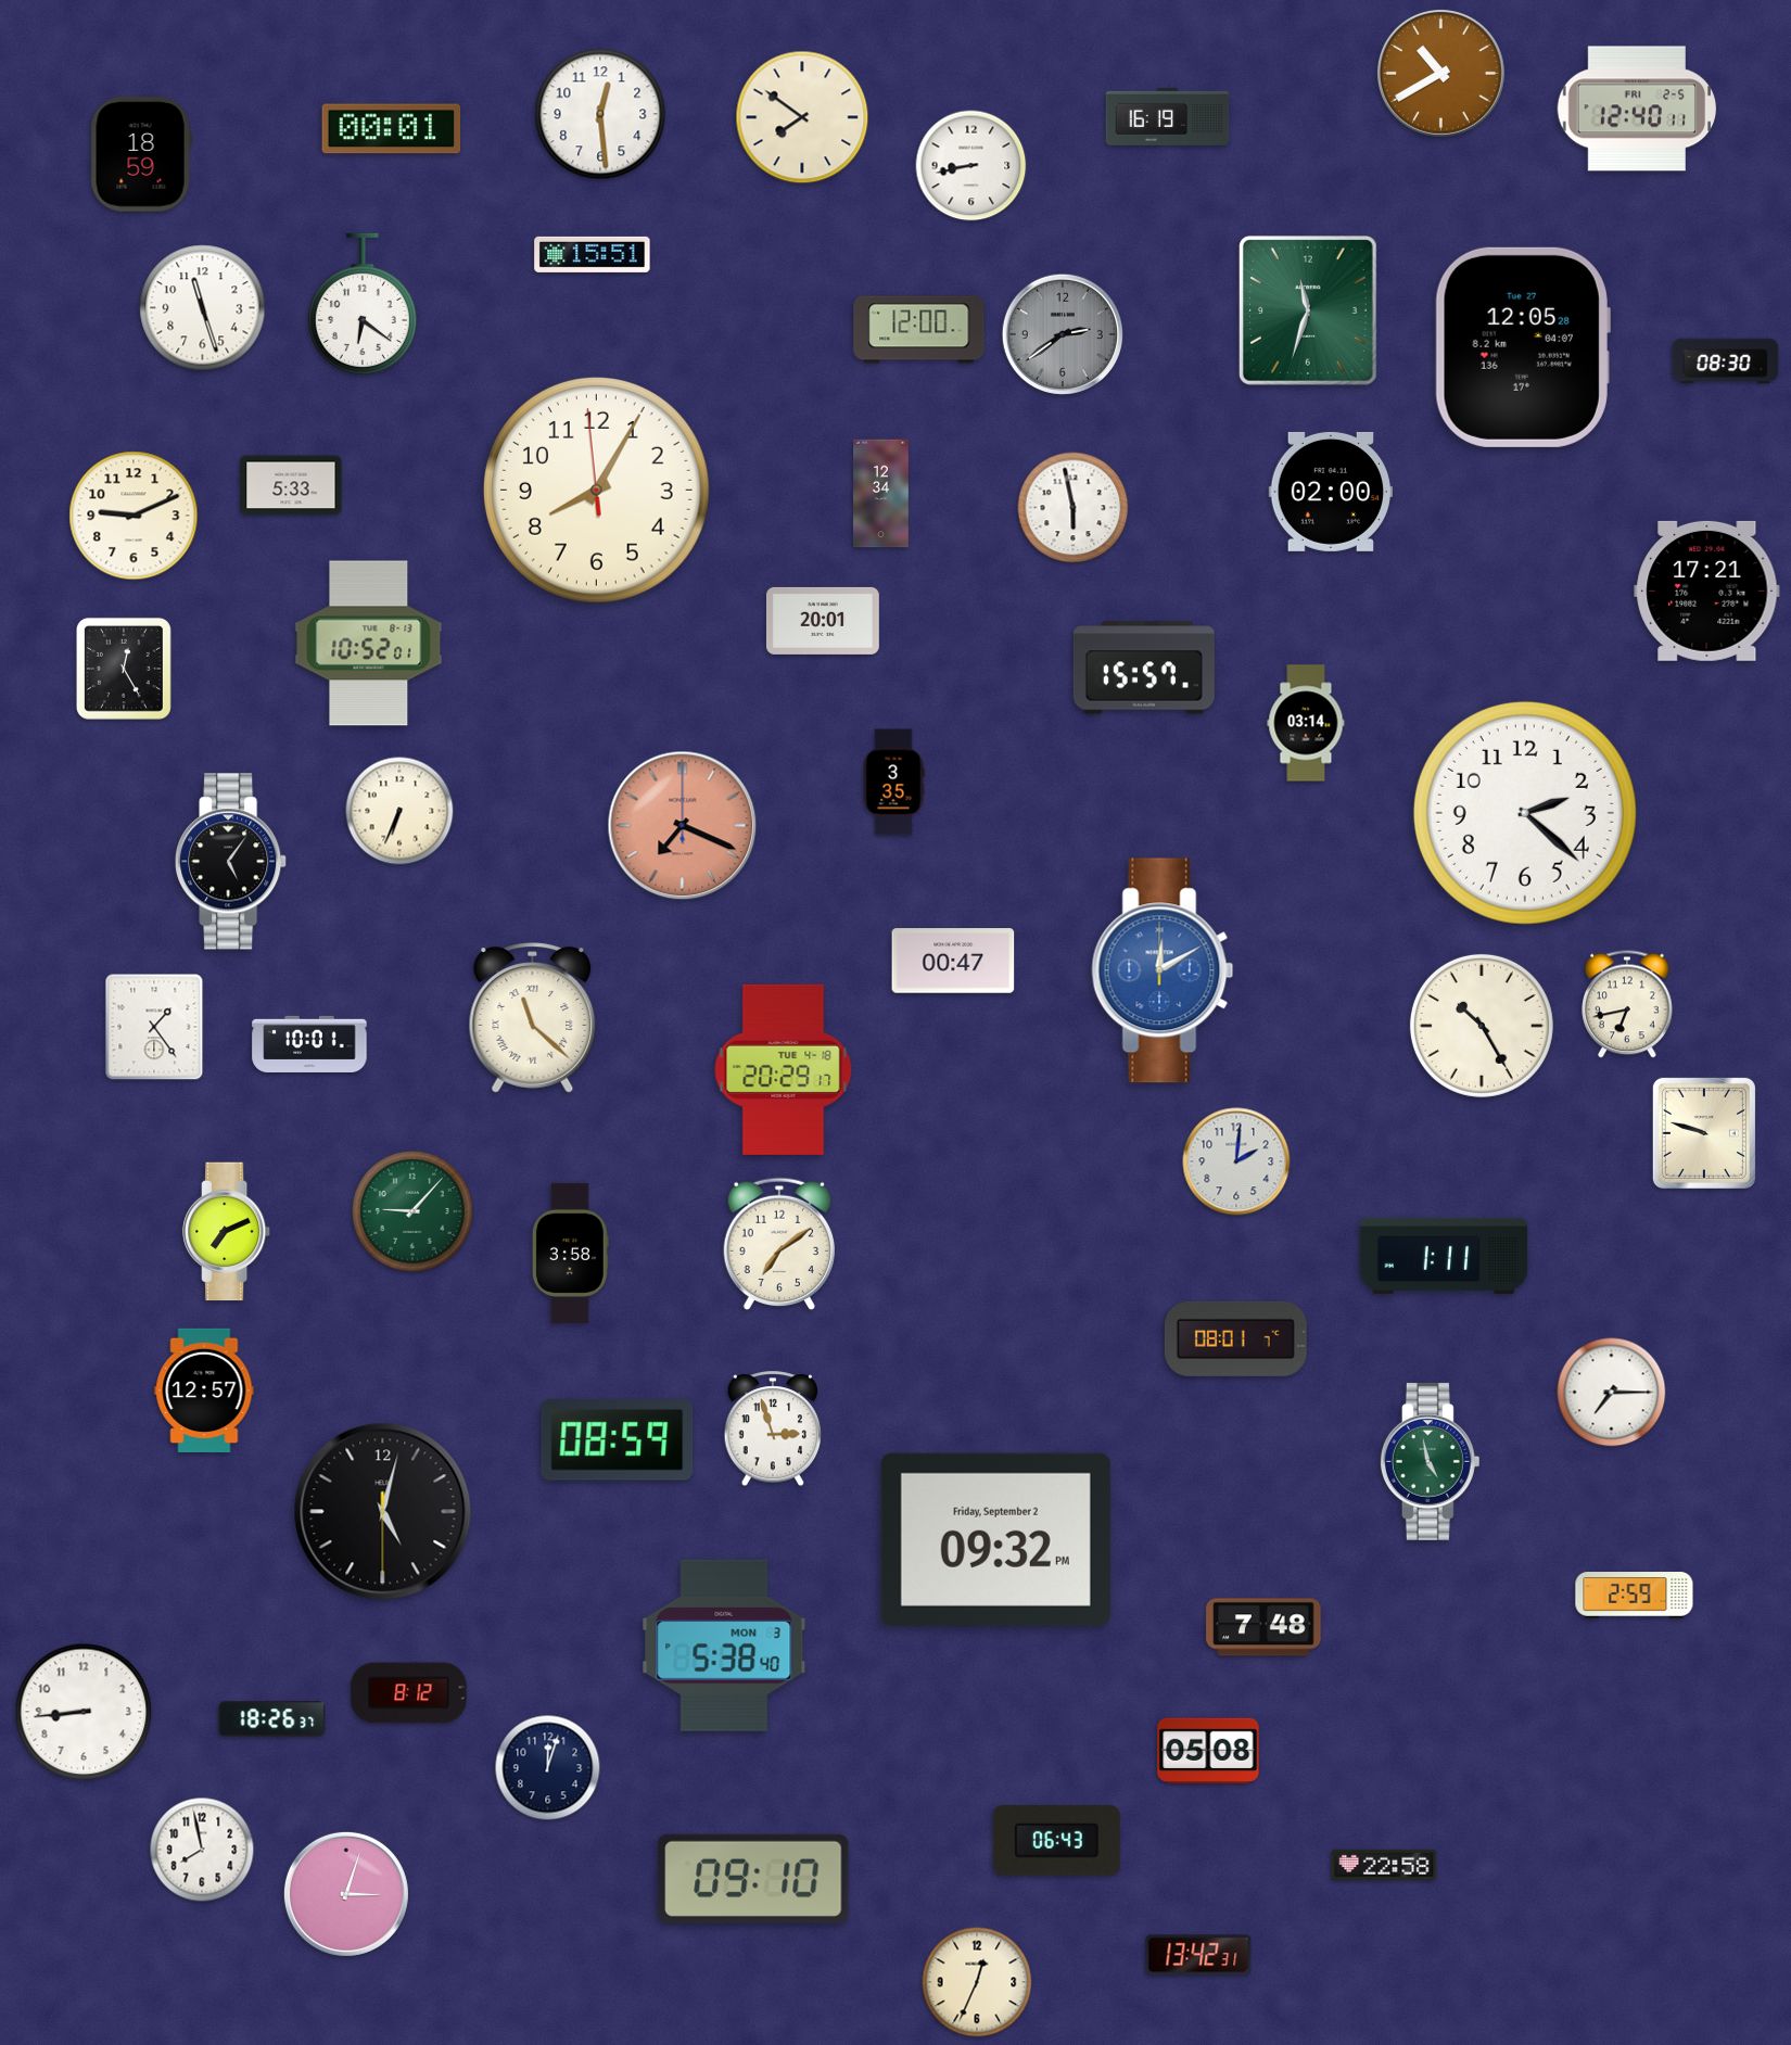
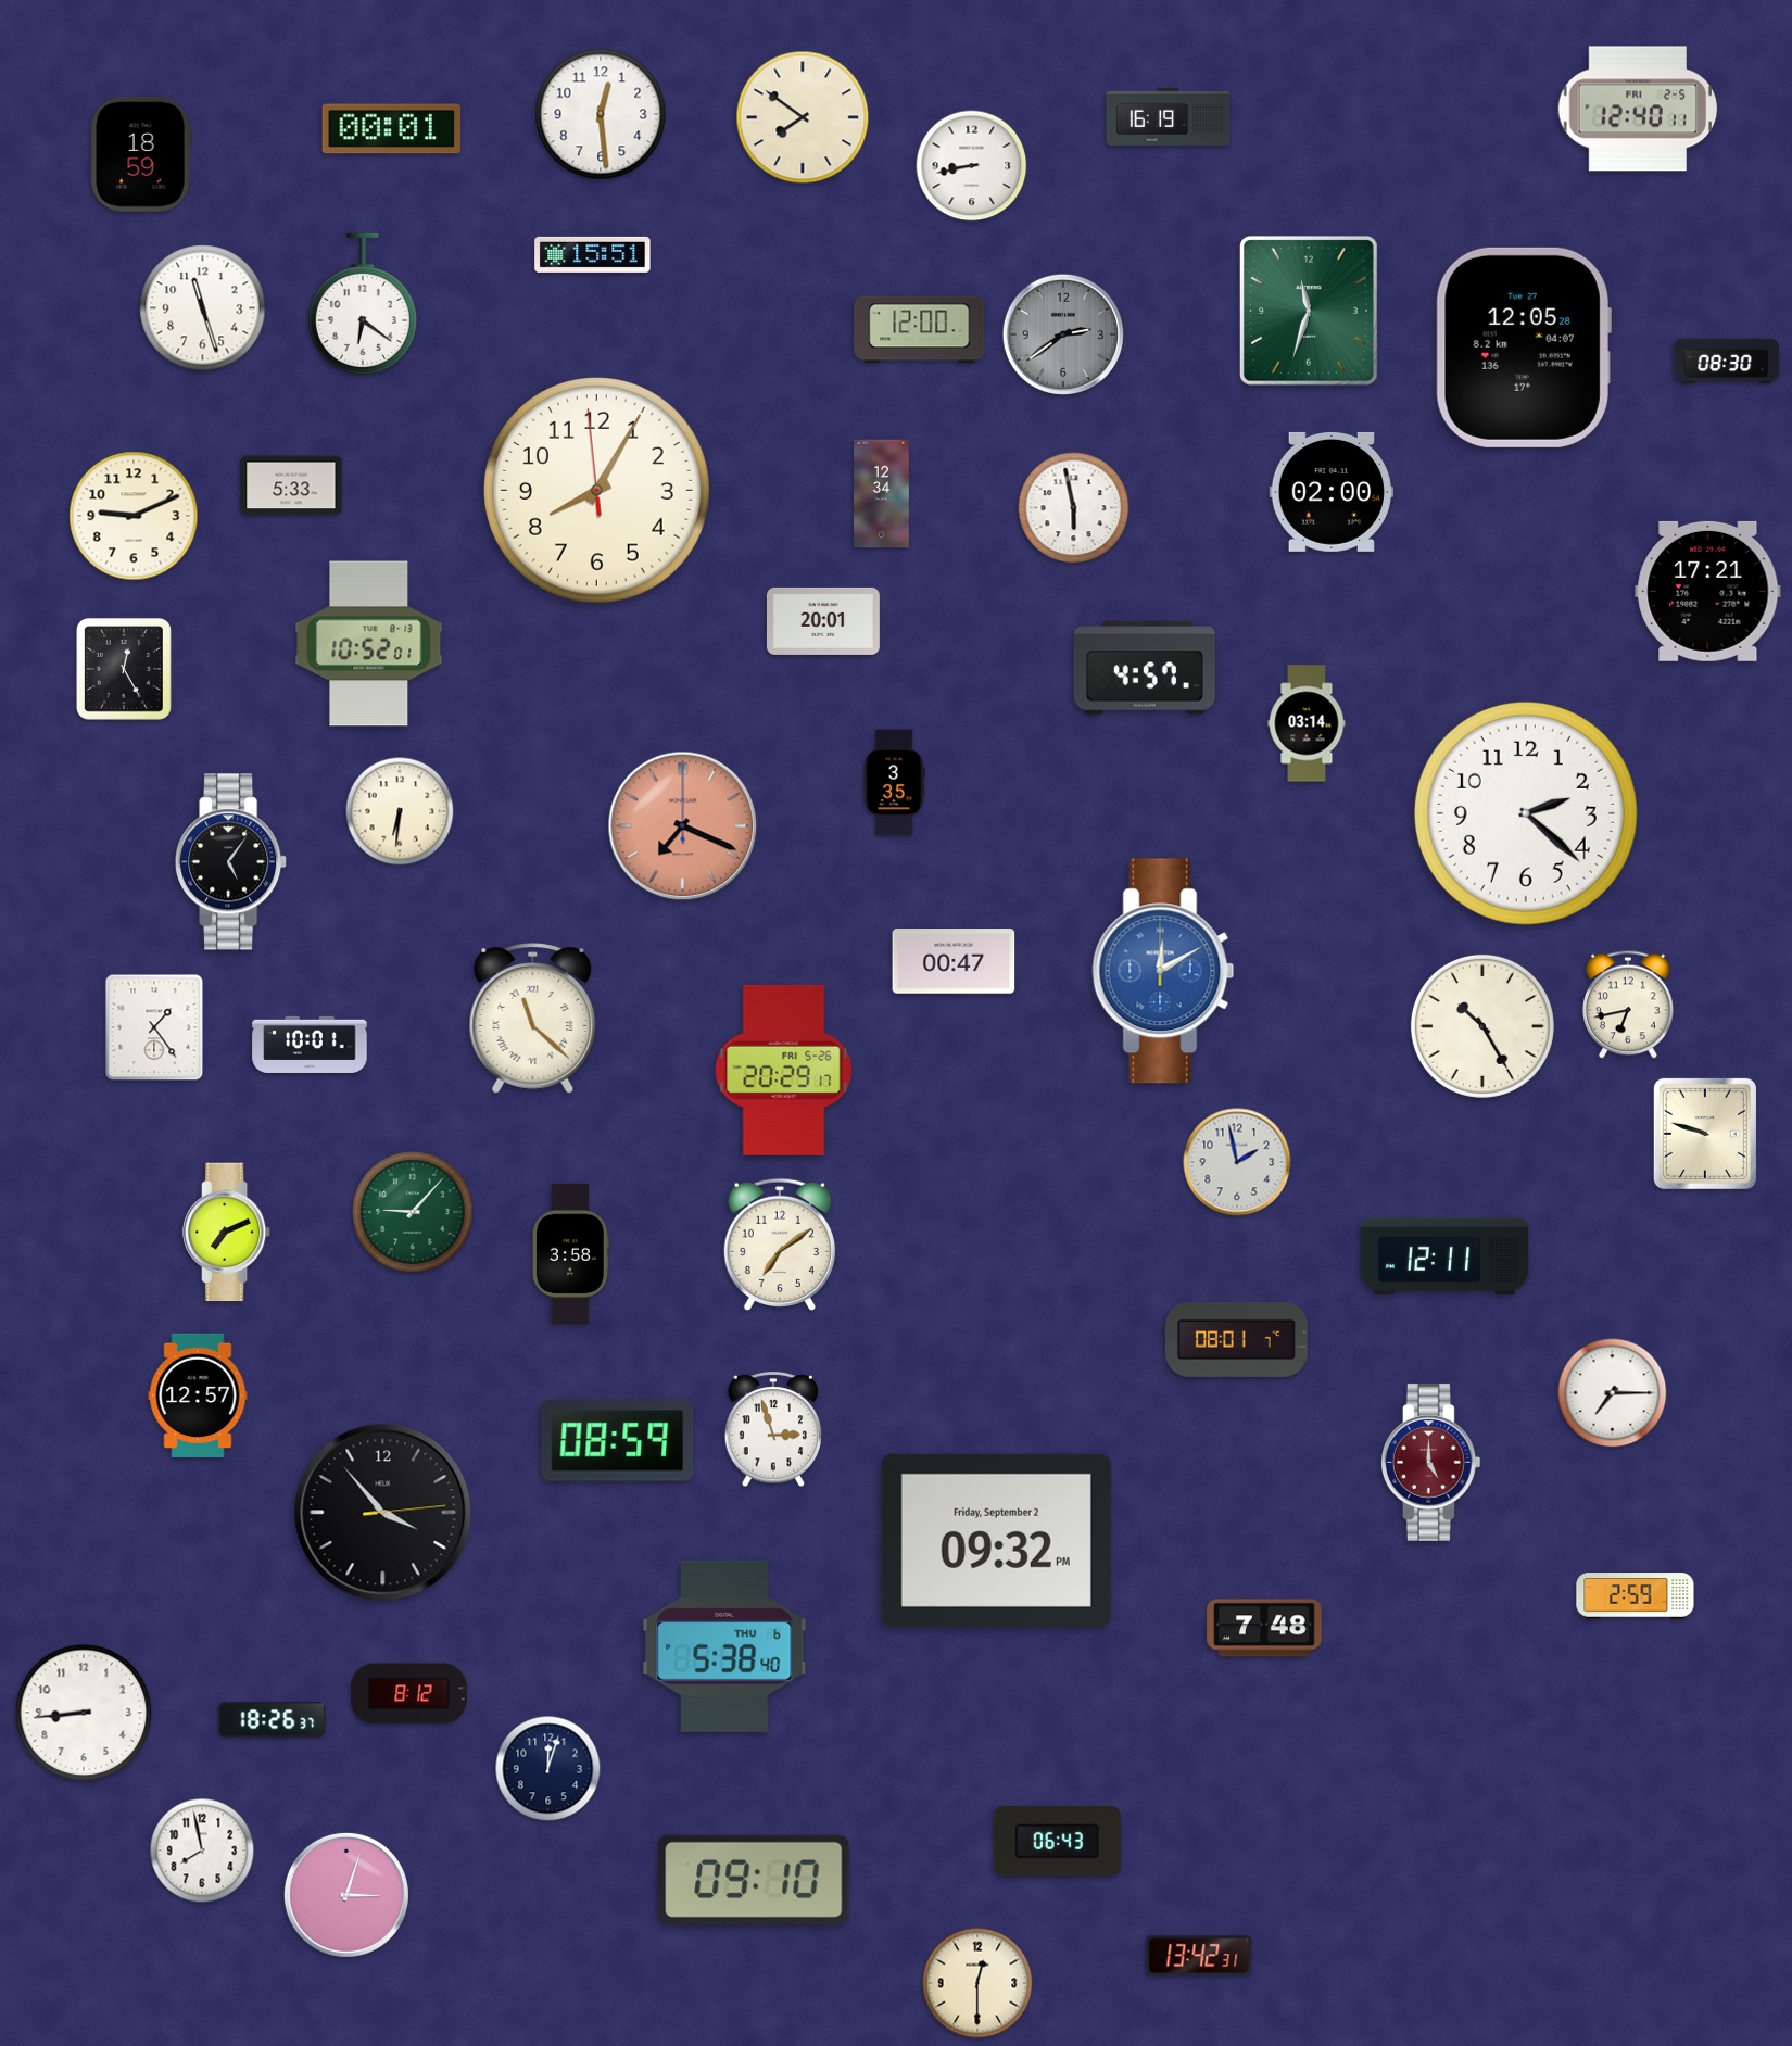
clock at (1440, 73): 10:40 -> none
clock at (1144, 668): 15:57 -> 4:57
clock at (399, 811): 6:34 -> 6:31
clock at (784, 1069) date: TUE 4-18 -> FRI 5-26
clock at (1236, 1161): 2:01 -> 1:58
clock at (1444, 1256): 1:11 -> 12:11
clock at (204, 1390) position: (204, 1390) -> (198, 1395)
clock at (1430, 1461): 4:58 -> 5:00
clock at (1430, 1461) dial: green -> burgundy
clock at (383, 1512): 5:02 -> 3:53
clock at (724, 1646) date: MON 3 -> THU 6
clock at (1208, 1750): 05:08 -> none
clock at (1384, 1865): 22:58 -> none
clock at (977, 1982): 12:34 -> 12:30
